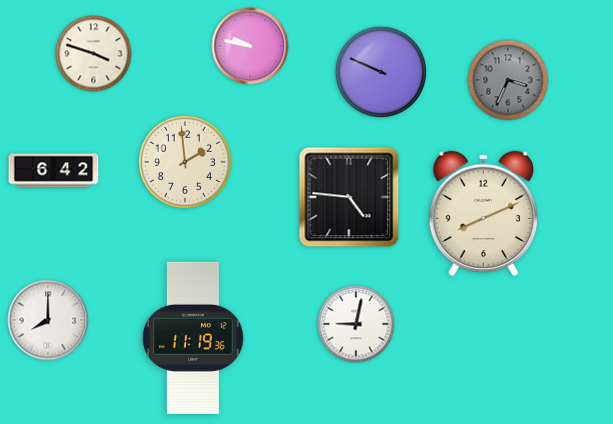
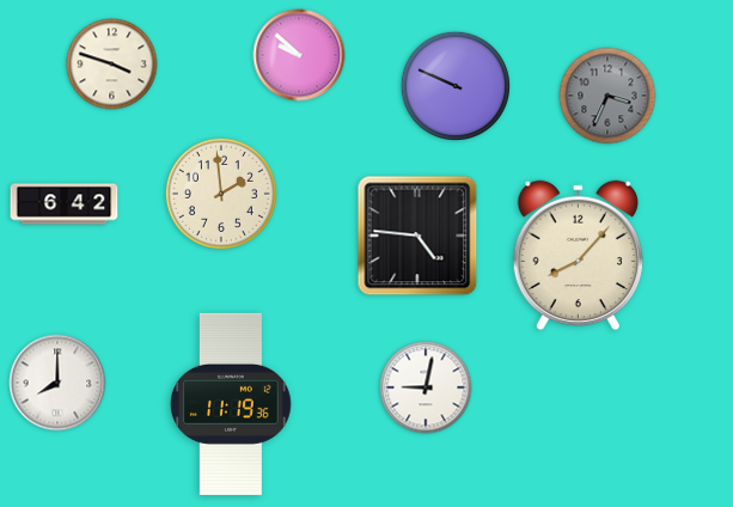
clock at (250, 46): 9:47 -> 9:52
clock at (483, 214): 8:11 -> 8:07
